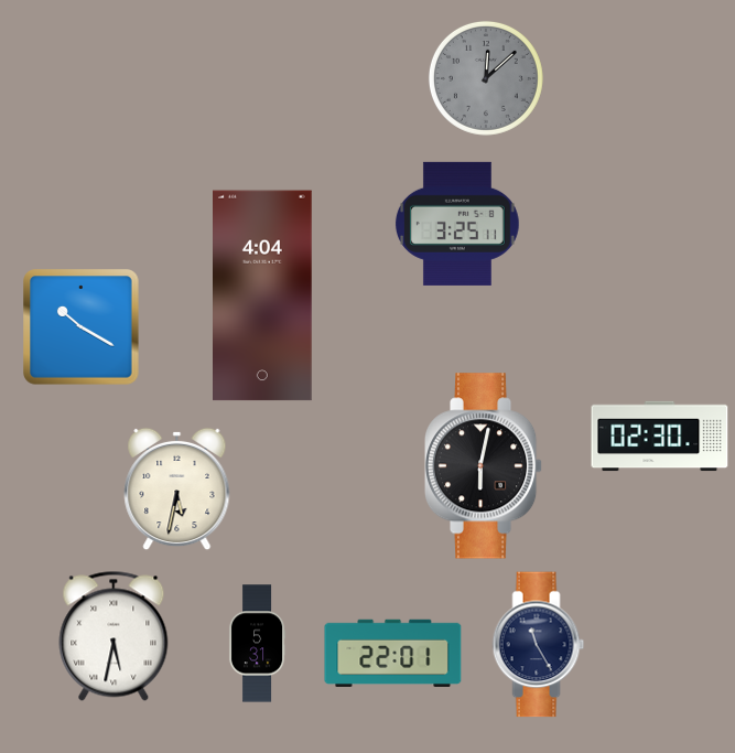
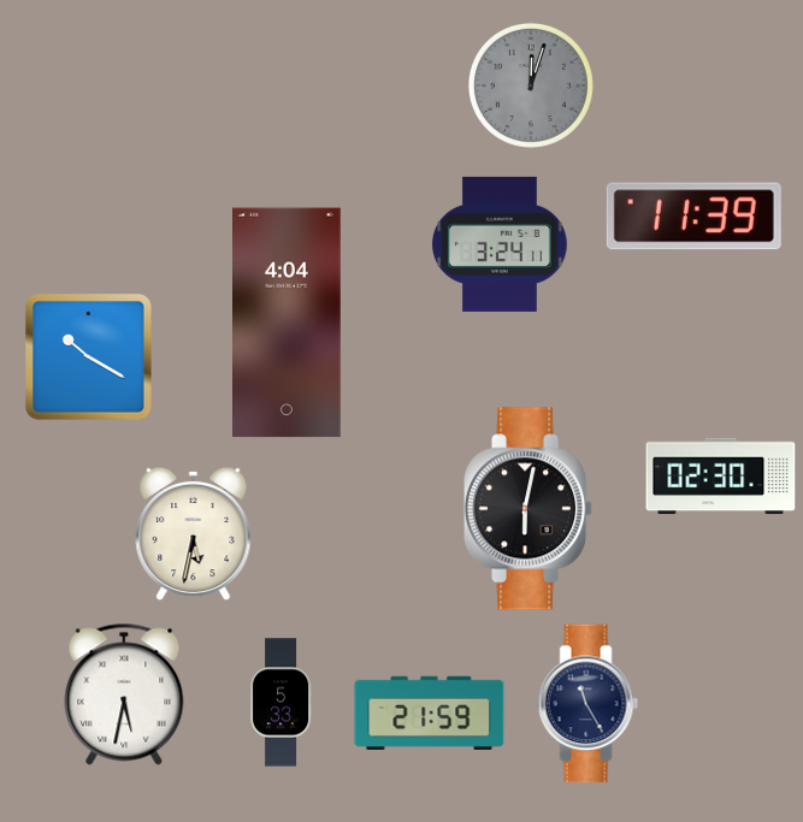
clock at (486, 78): 12:08 -> 12:03
clock at (693, 217): none -> 11:39
clock at (457, 224): 3:25 -> 3:24
clock at (257, 644): 5:31 -> 5:33
clock at (393, 653): 22:01 -> 21:59
